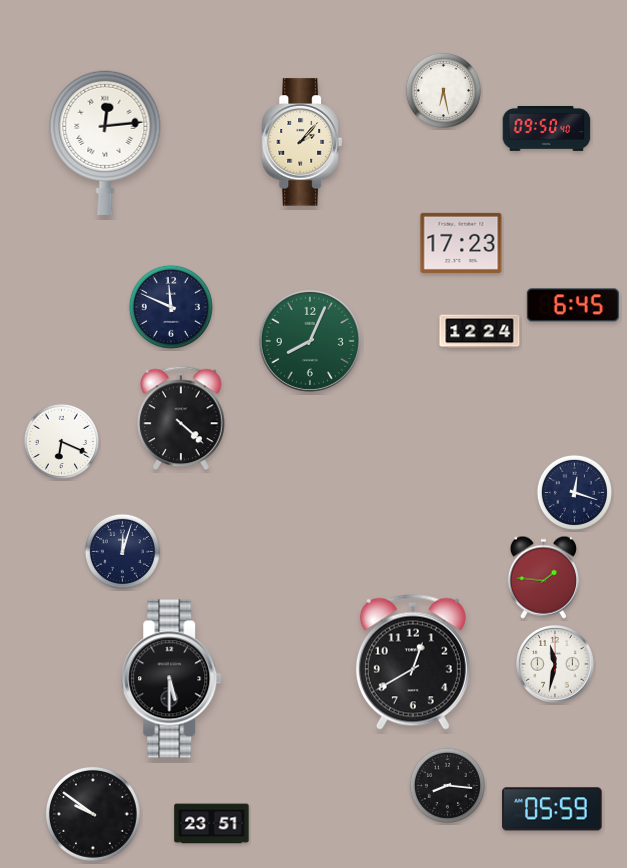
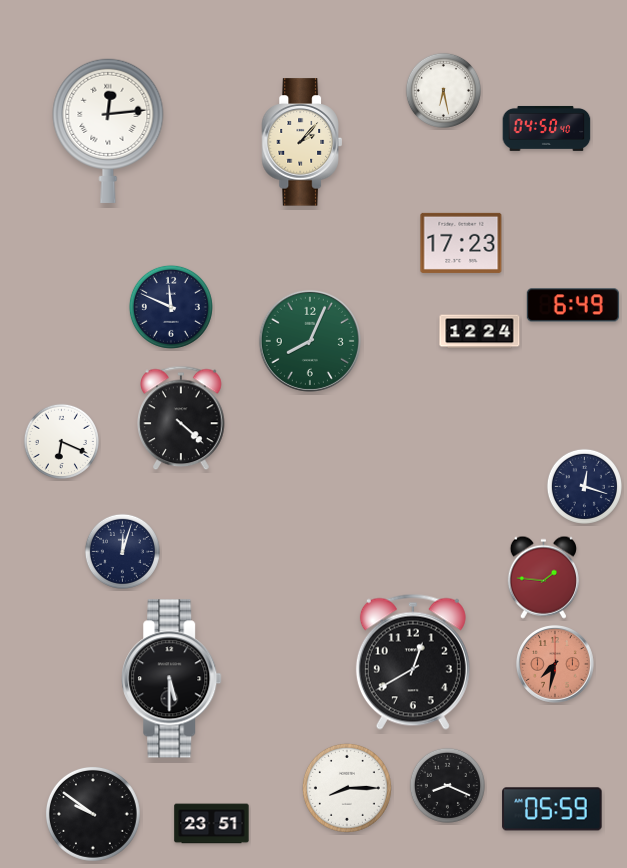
clock at (547, 128): 09:50 -> 04:50
clock at (105, 142) position: (105, 142) -> (108, 130)
clock at (573, 305): 6:45 -> 6:49
clock at (574, 492) position: (574, 492) -> (584, 486)
clock at (556, 665): 11:32 -> 7:32
clock at (556, 665) dial: white -> salmon
clock at (447, 785): 8:16 -> 8:19
clock at (347, 788): none -> 8:15
